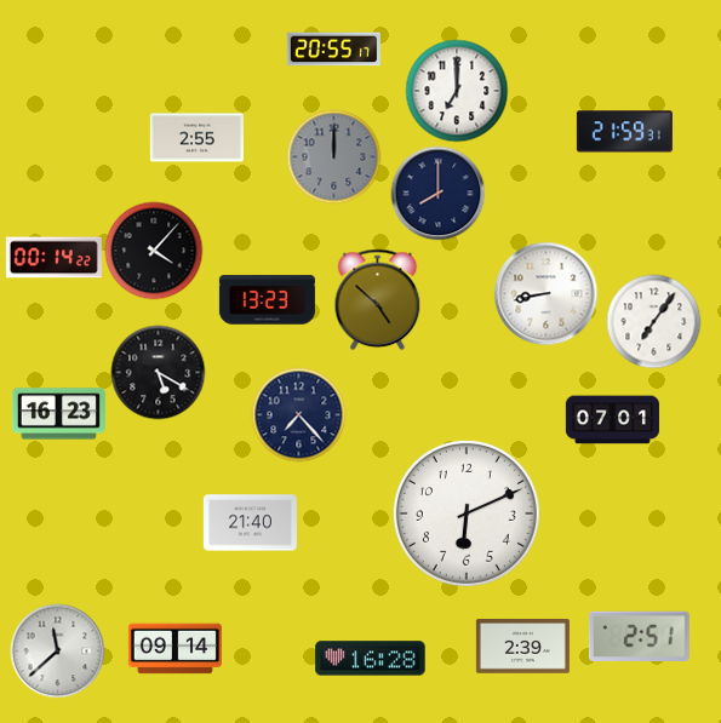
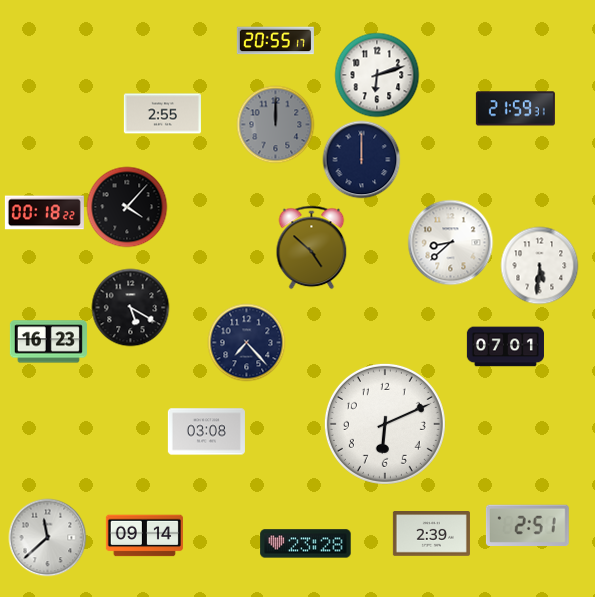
clock at (457, 91): 7:00 -> 6:12
clock at (333, 156) position: (333, 156) -> (275, 124)
clock at (437, 193): 8:00 -> 12:00
clock at (53, 258): 00:14 -> 00:18
clock at (545, 293): 8:43 -> 8:38
clock at (267, 300): 13:23 -> none
clock at (653, 321): 7:06 -> 5:31
clock at (250, 523): 21:40 -> 03:08
clock at (371, 659): 16:28 -> 23:28
